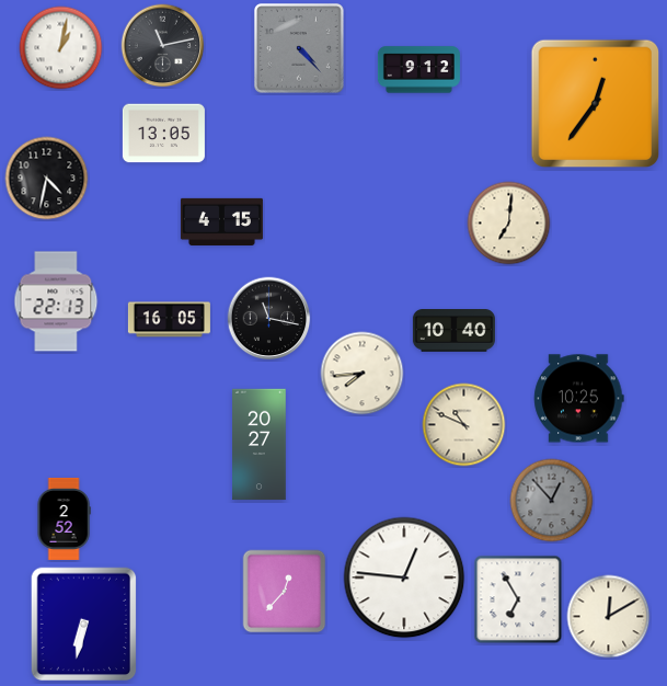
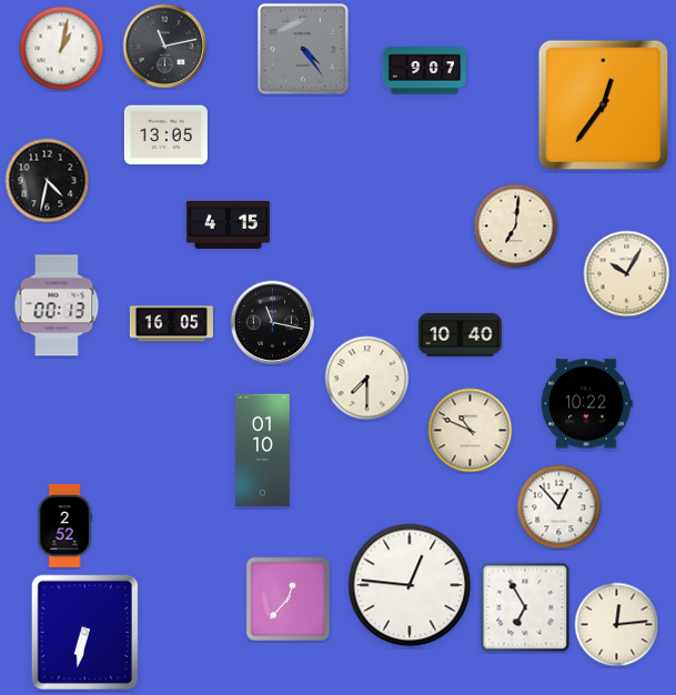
clock at (300, 49): 4:23 -> 4:24
clock at (418, 70): 9:12 -> 9:07
clock at (221, 221) position: (221, 221) -> (228, 224)
clock at (627, 274): none -> 10:05
clock at (56, 301): 22:13 -> 00:13
clock at (363, 374): 7:44 -> 7:30
clock at (579, 399): 10:25 -> 10:22
clock at (260, 445): 20:27 -> 01:10
clock at (552, 501) dial: grey -> white
clock at (609, 617): 12:10 -> 12:14
